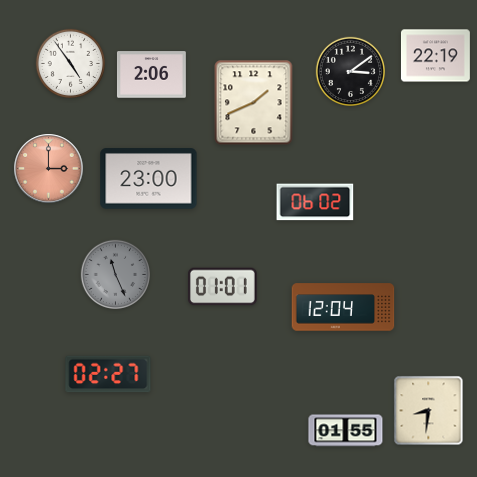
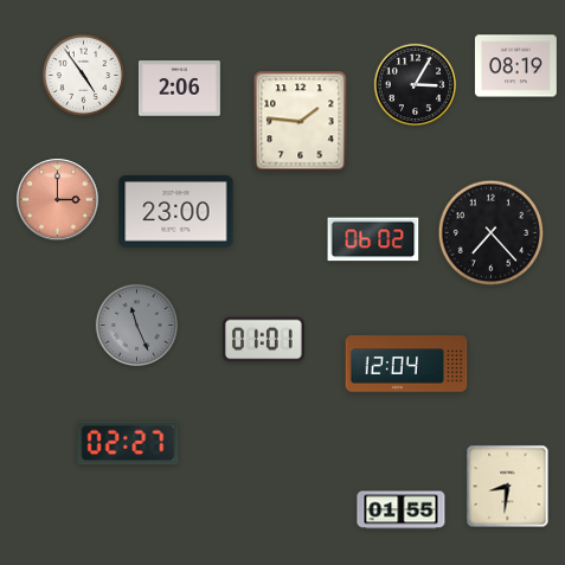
clock at (435, 56): 22:19 -> 08:19
clock at (350, 71): 3:09 -> 3:05
clock at (254, 103): 1:41 -> 1:46
clock at (492, 233): none -> 7:23
clock at (346, 431) position: (346, 431) -> (402, 511)
